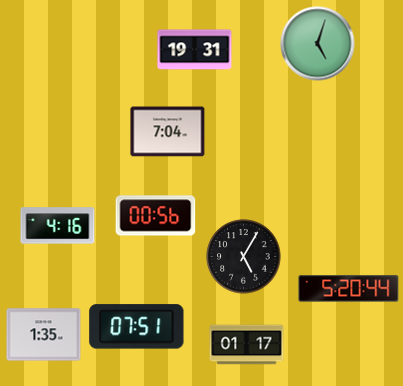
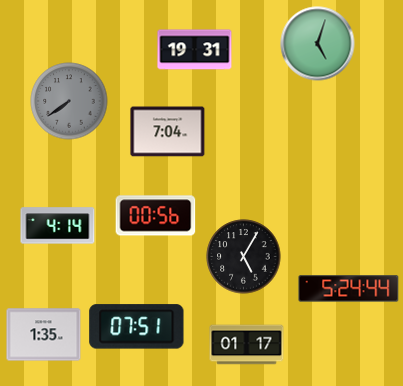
clock at (69, 101): none -> 7:39
clock at (58, 226): 4:16 -> 4:14
clock at (349, 289): 5:20 -> 5:24
